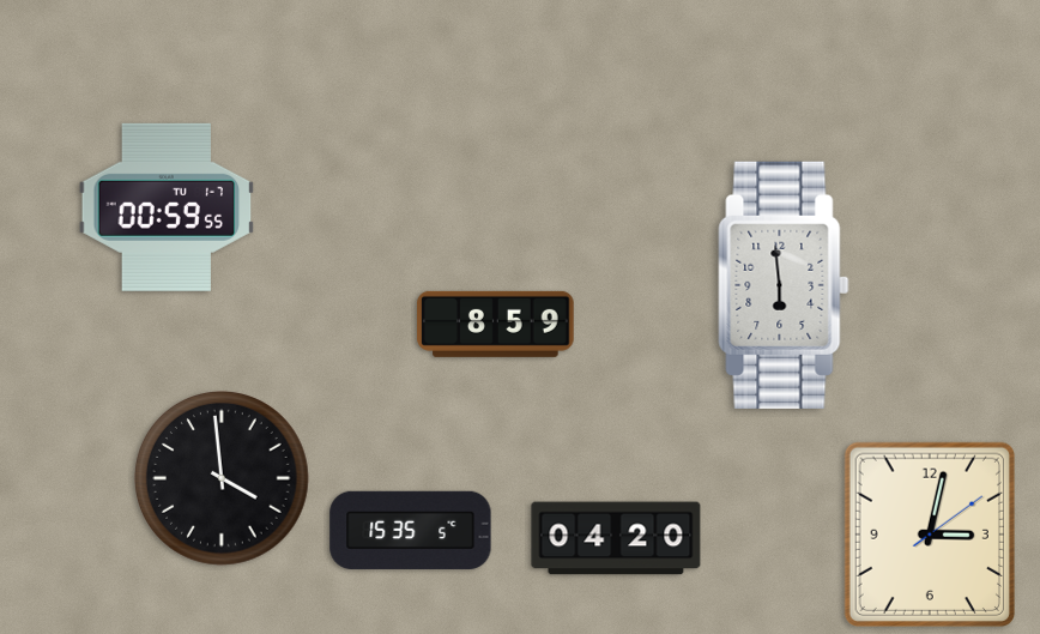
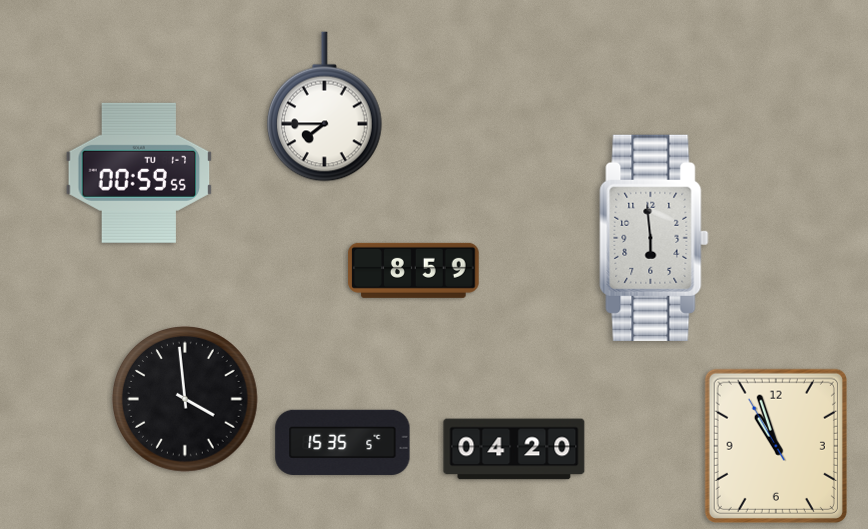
clock at (325, 107): none -> 7:45
clock at (930, 535): 3:02 -> 10:56
